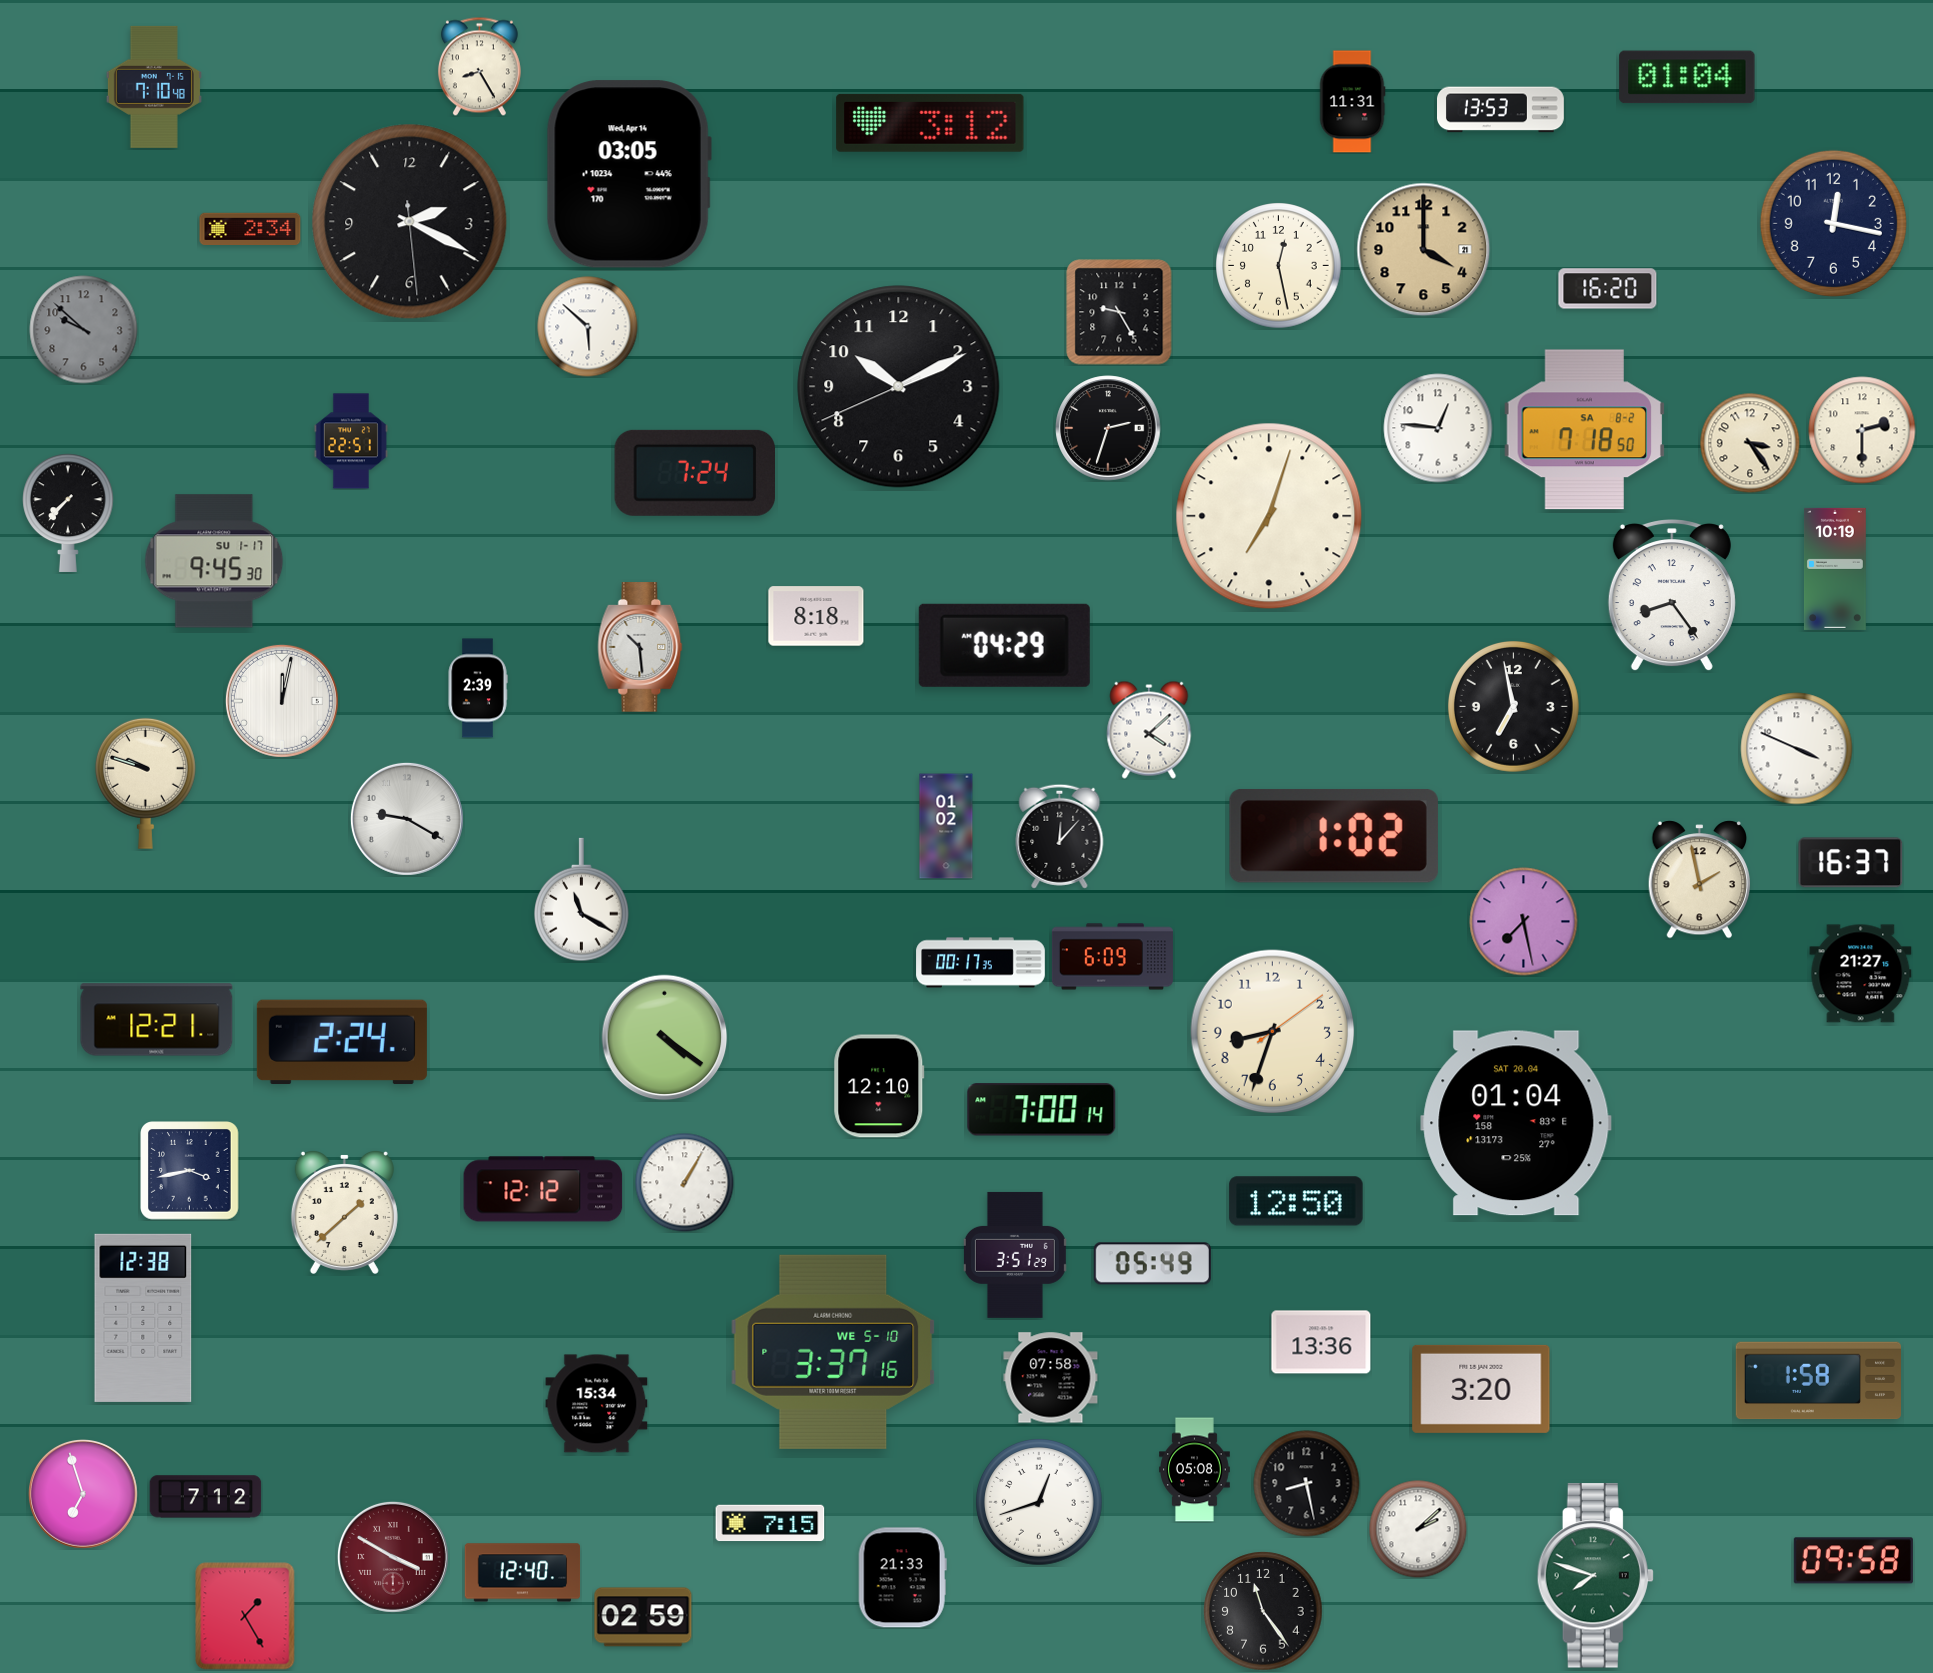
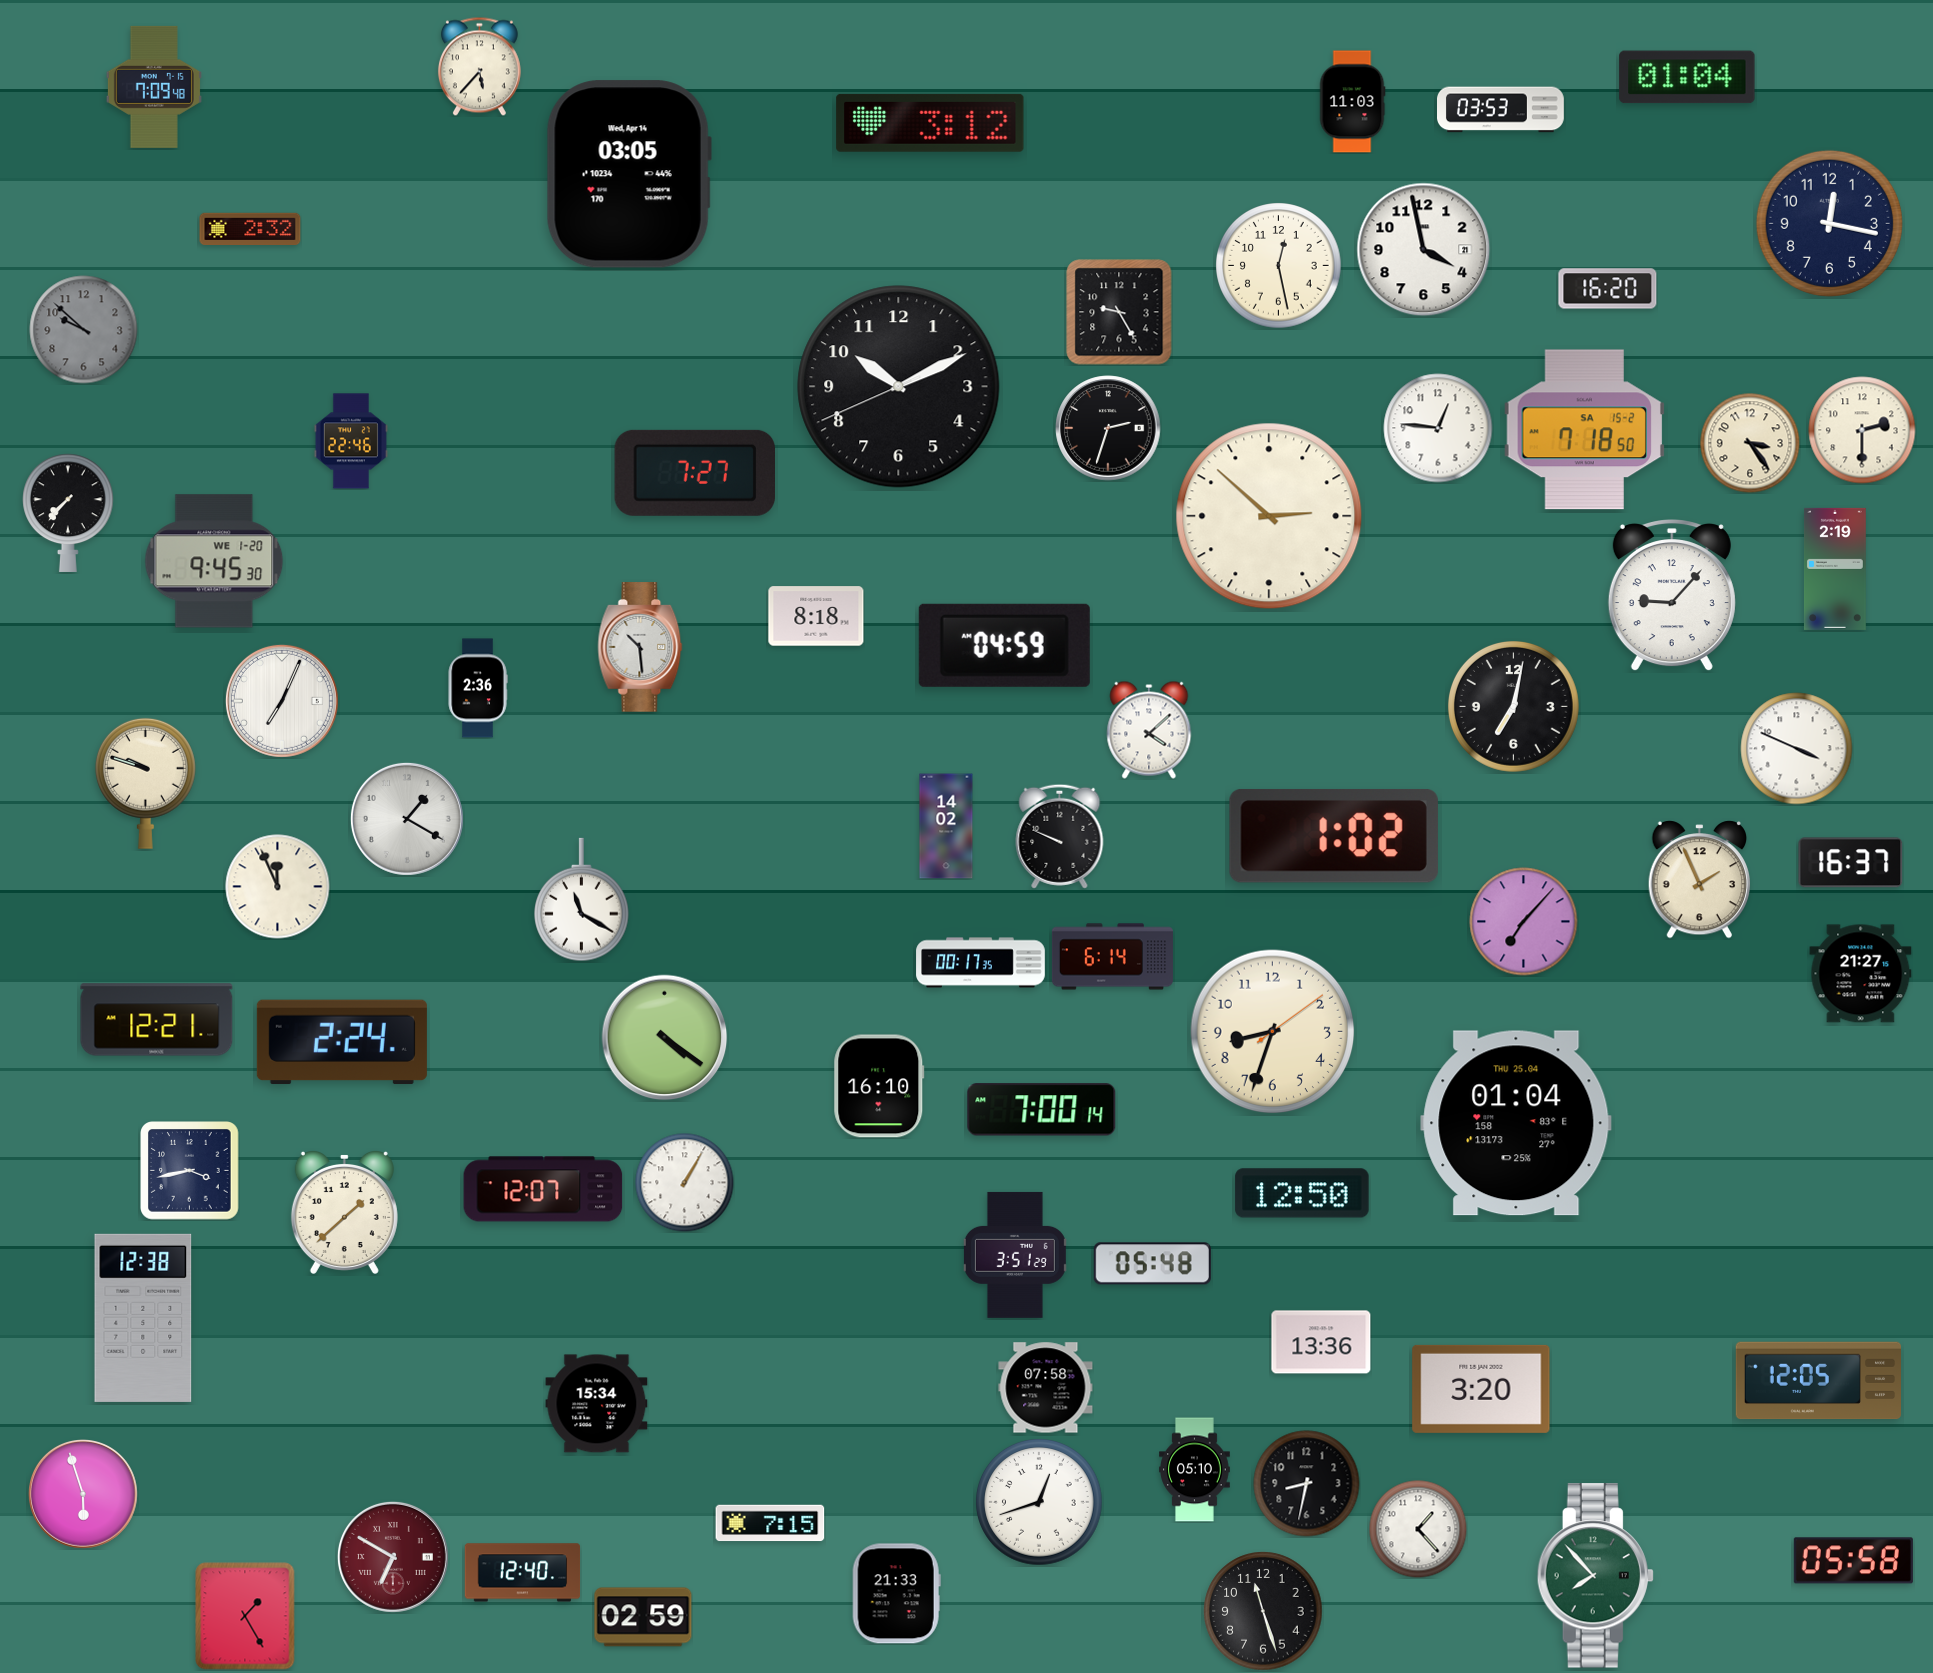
clock at (479, 66): 8:25 -> 5:37
clock at (154, 87): 7:10 -> 7:09
clock at (1352, 102): 11:31 -> 11:03
clock at (1501, 110): 13:53 -> 03:53
clock at (410, 222): 2:19 -> none
clock at (1833, 223) position: (1833, 223) -> (1829, 223)
clock at (250, 229): 2:34 -> 2:32
clock at (1424, 250): 4:00 -> 3:58
clock at (1424, 250) dial: champagne -> white
clock at (588, 327): 5:52 -> none
clock at (1584, 430) date: SA 8-2 -> SA 15-2
clock at (351, 441): 22:51 -> 22:46
clock at (694, 473): 7:24 -> 7:27
clock at (1269, 516): 7:03 -> 2:52
clock at (214, 561) date: SU 1-17 -> WE 1-20
clock at (1835, 569): 10:19 -> 2:19
clock at (1672, 596): 8:24 -> 9:07
clock at (1004, 645): 04:29 -> 04:59
clock at (478, 688): 2:39 -> 2:36
clock at (282, 701): 12:02 -> 7:04
clock at (1513, 706): 6:58 -> 7:02
clock at (407, 819): 9:20 -> 1:20
clock at (946, 826): 01:02 -> 14:02
clock at (1060, 836): 12:07 -> 9:49
clock at (1700, 880): 1:58 -> 1:56
clock at (278, 887): none -> 11:56
clock at (1524, 922): 7:28 -> 7:07
clock at (1112, 957): 6:09 -> 6:14
clock at (879, 1086): 12:10 -> 16:10
clock at (1516, 1123) date: SAT 20.04 -> THU 25.04
clock at (543, 1189): 12:12 -> 12:07
clock at (1296, 1201) position: (1296, 1201) -> (1302, 1193)
clock at (1152, 1264): 05:49 -> 05:48
clock at (833, 1352): 3:37 -> none
clock at (1051, 1378) position: (1051, 1378) -> (1046, 1388)
clock at (1819, 1381): 1:58 -> 12:05
clock at (1195, 1470): 05:08 -> 05:10
clock at (1307, 1484): 8:28 -> 8:32
clock at (84, 1495): 6:57 -> 5:57
clock at (206, 1497): 7:12 -> none
clock at (1418, 1529): 2:08 -> 1:23
clock at (393, 1557): 3:50 -> 6:50
clock at (1853, 1561): 09:58 -> 05:58
clock at (1595, 1576): 7:48 -> 7:53
clock at (902, 1578) position: (902, 1578) -> (896, 1594)
clock at (1263, 1611): 11:24 -> 11:27
